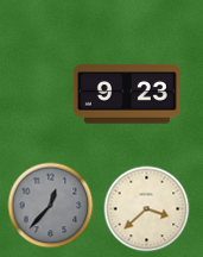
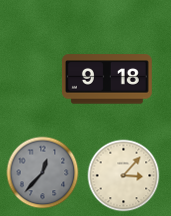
clock at (127, 94): 9:23 -> 9:18
clock at (147, 209): 3:38 -> 3:07
